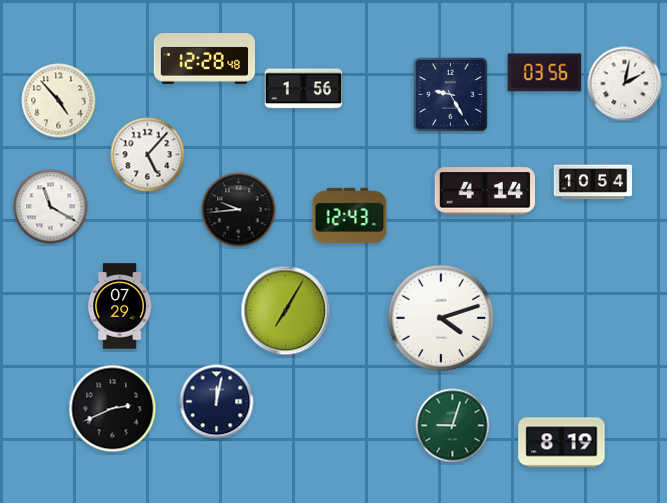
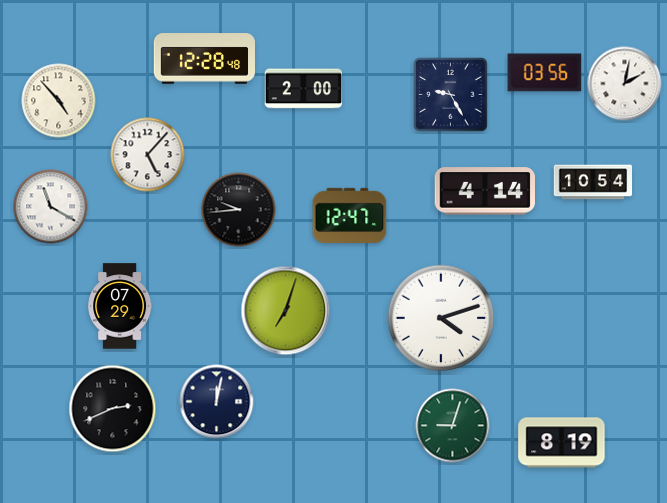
clock at (304, 89): 1:56 -> 2:00
clock at (350, 215): 12:43 -> 12:47
clock at (286, 311): 7:05 -> 7:03
